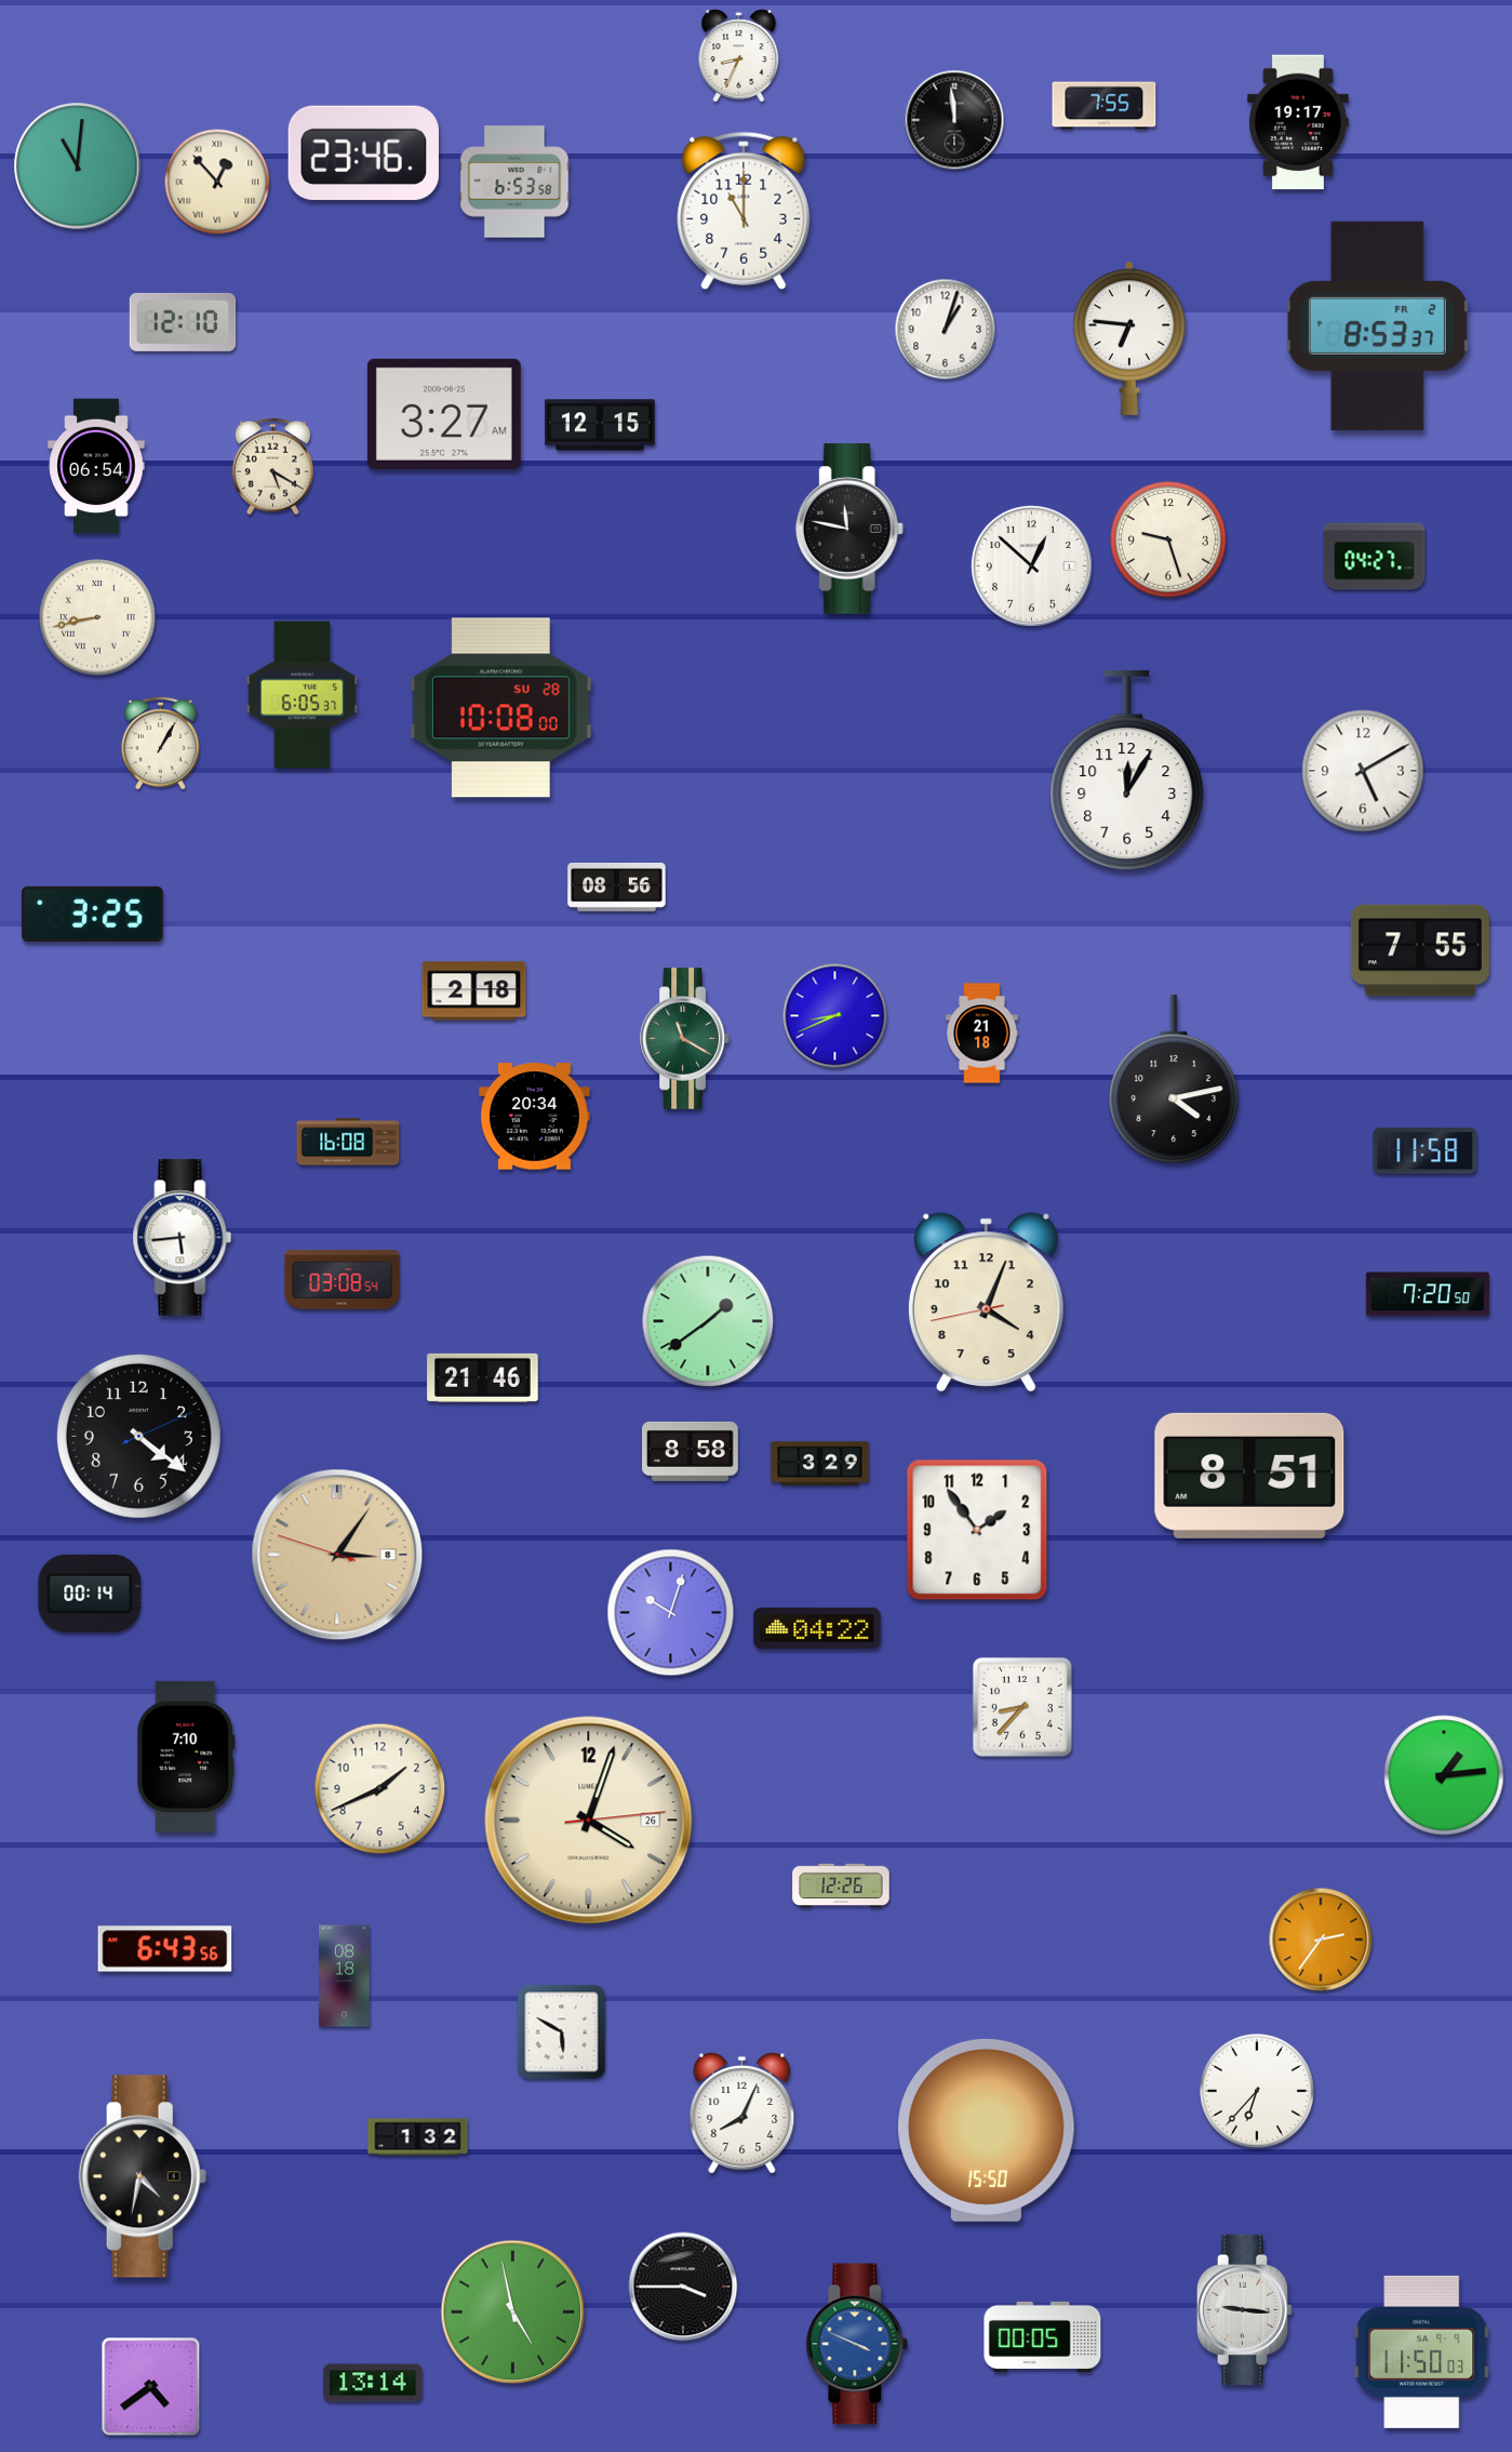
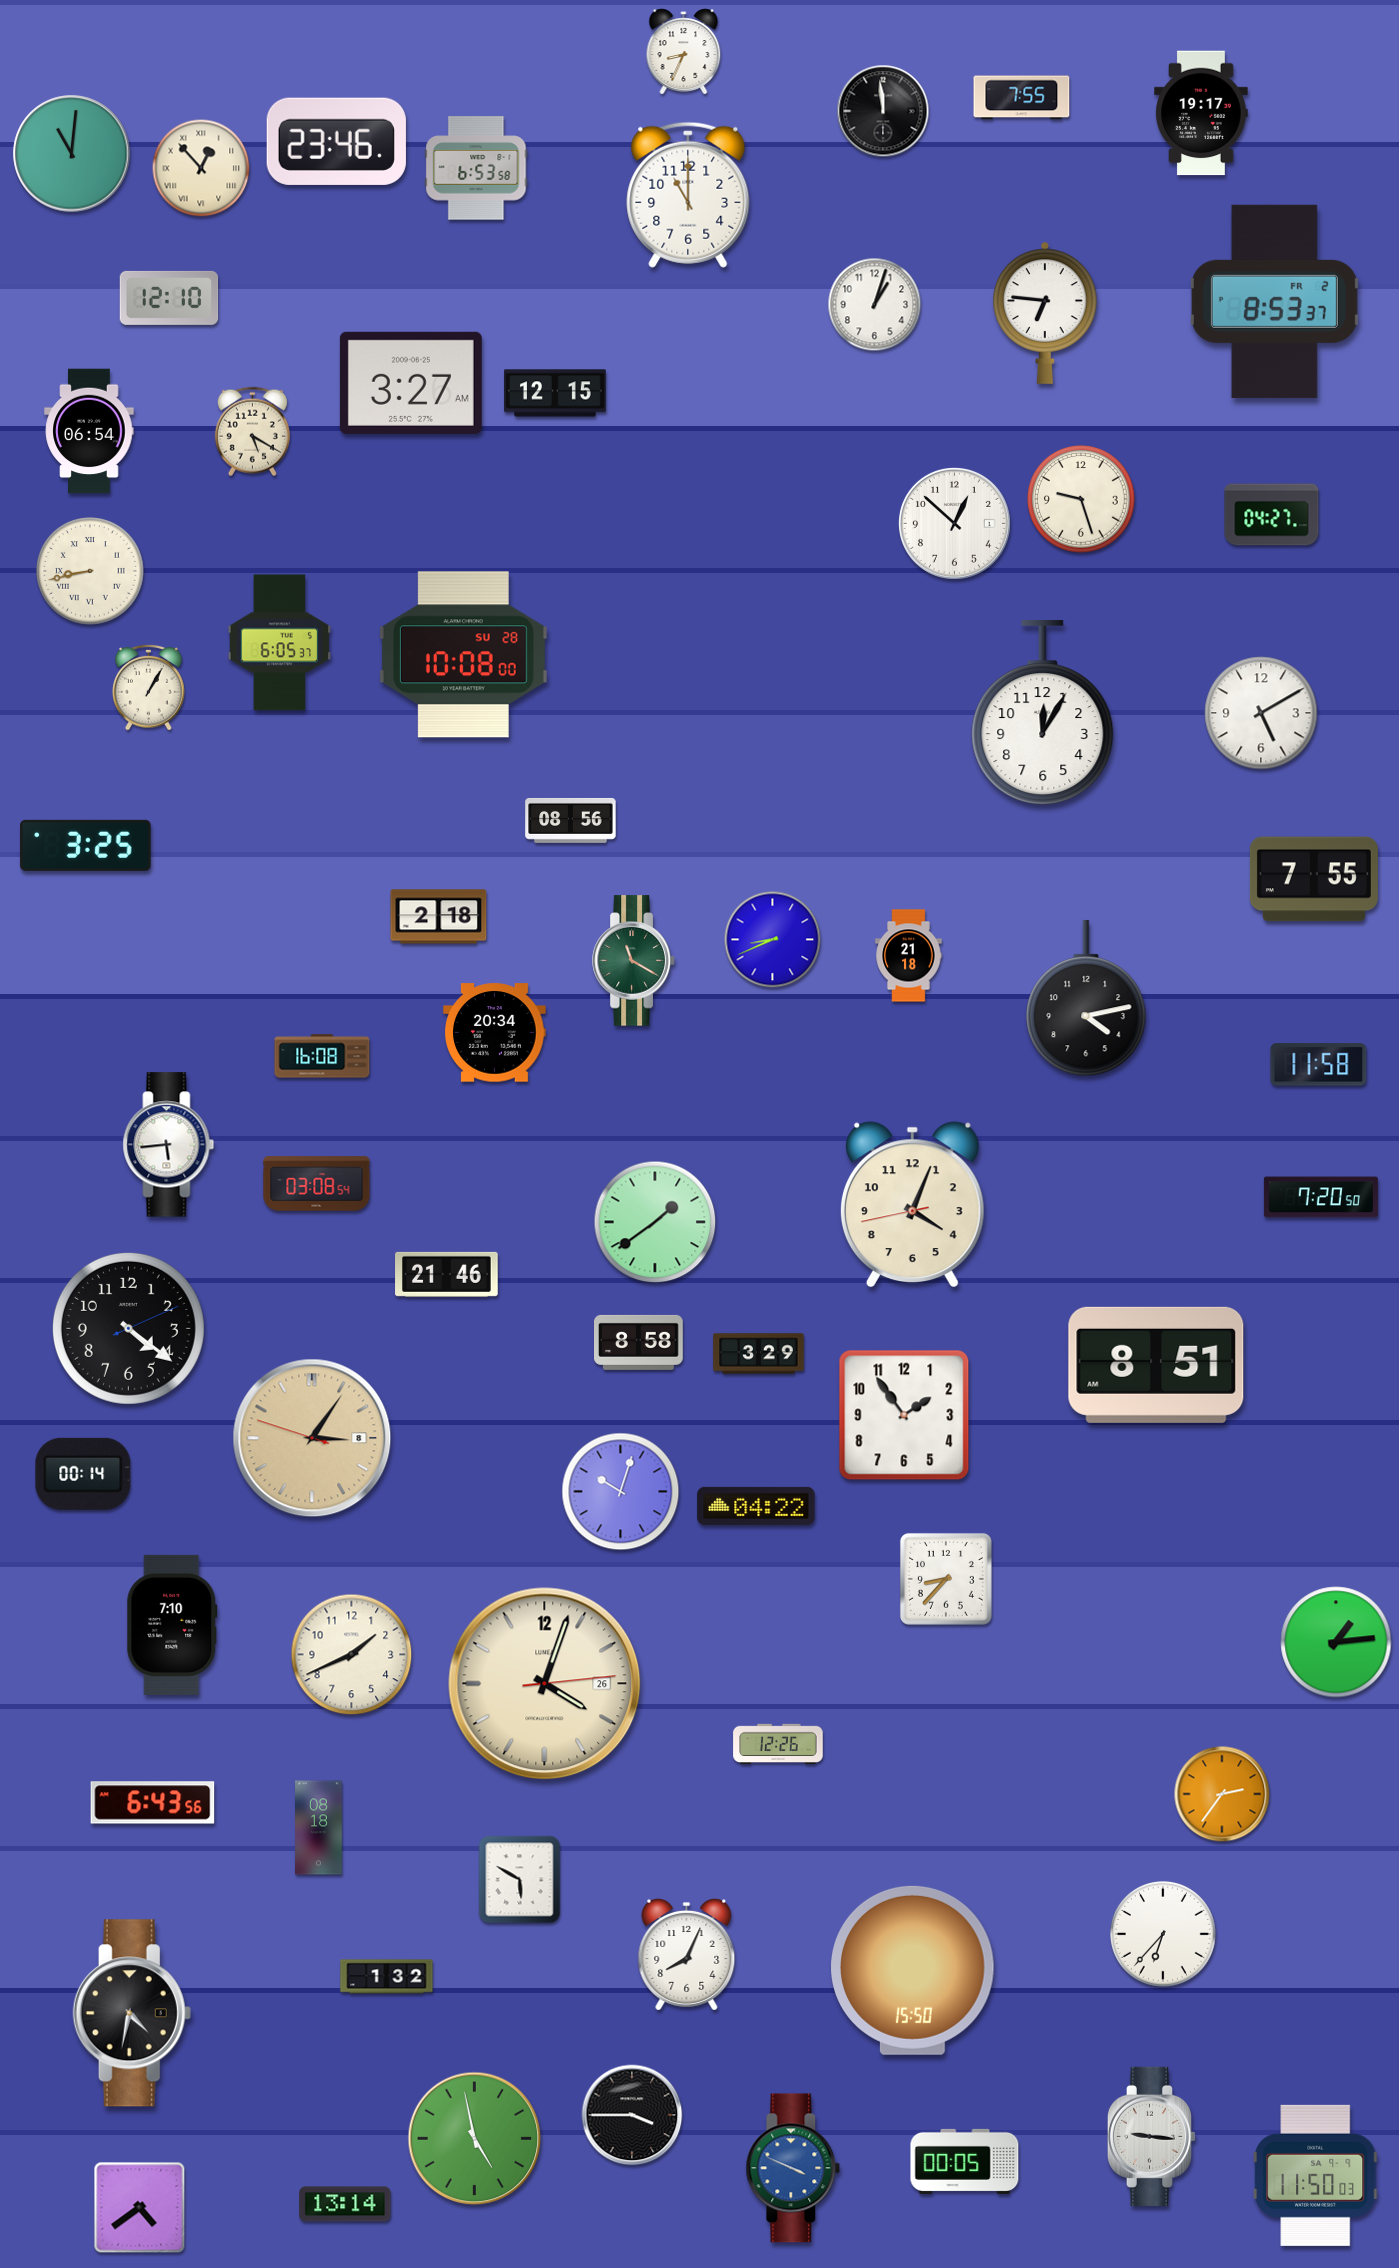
clock at (849, 529): 11:47 -> none
